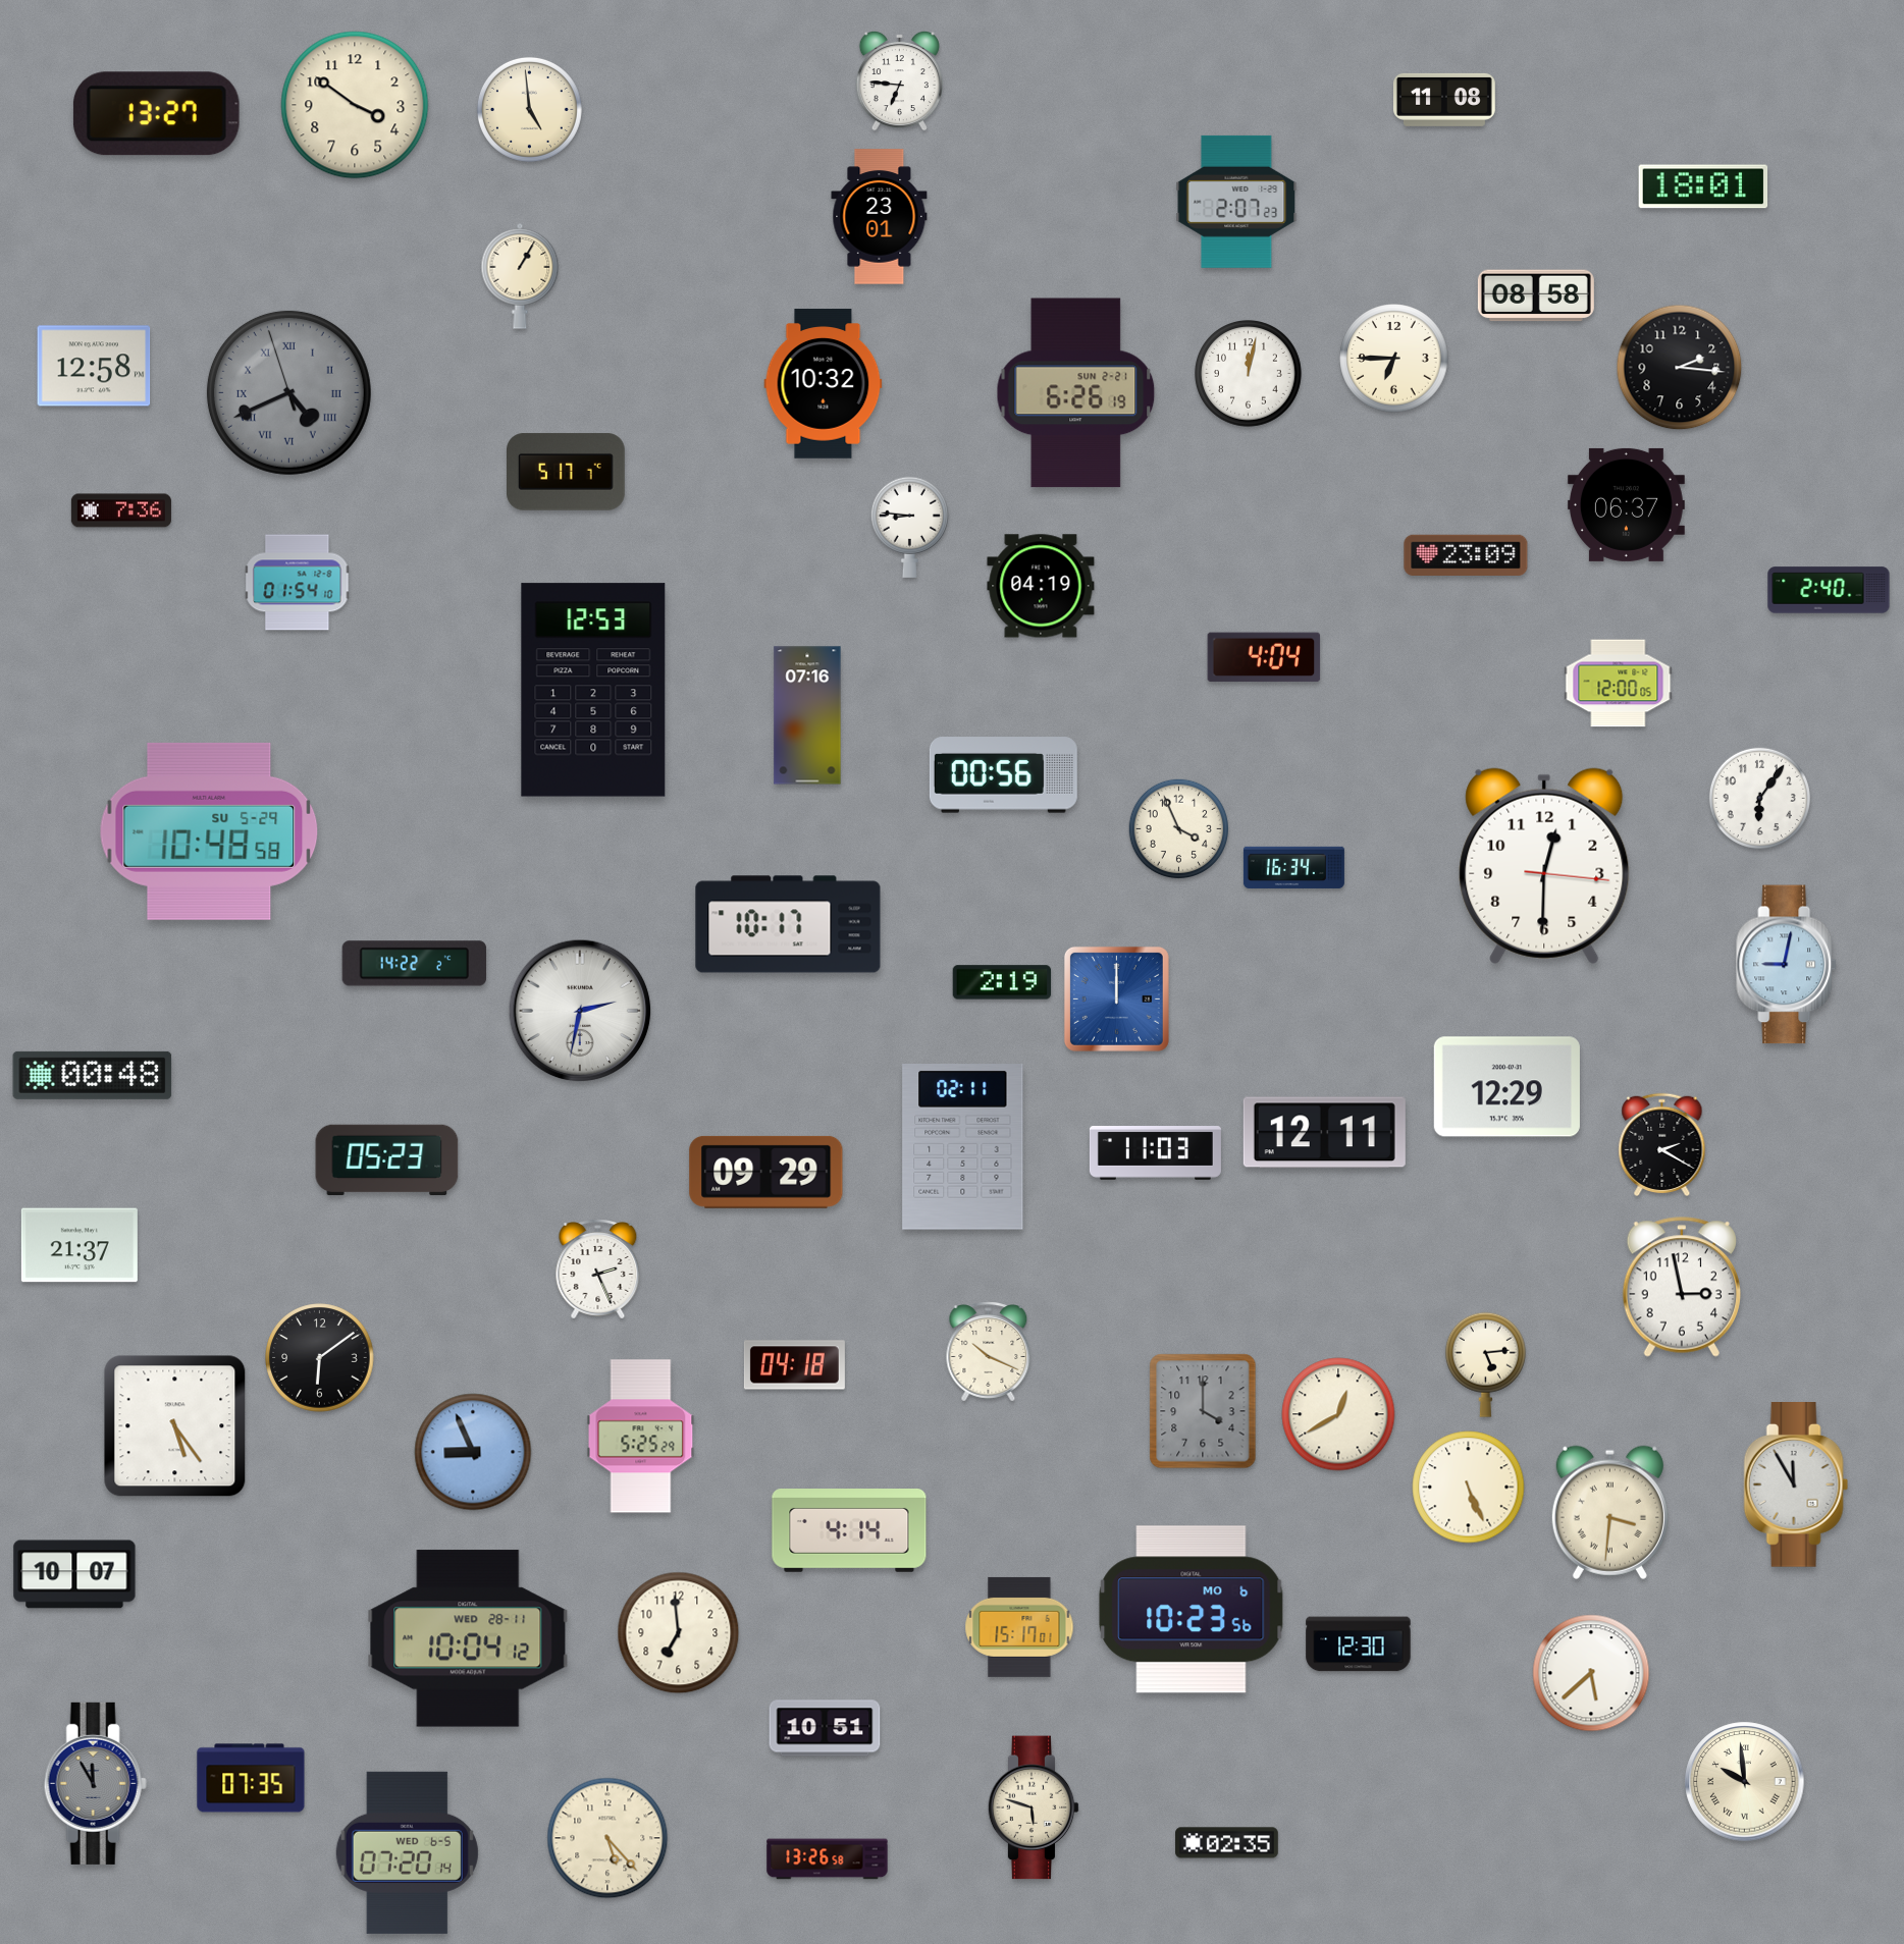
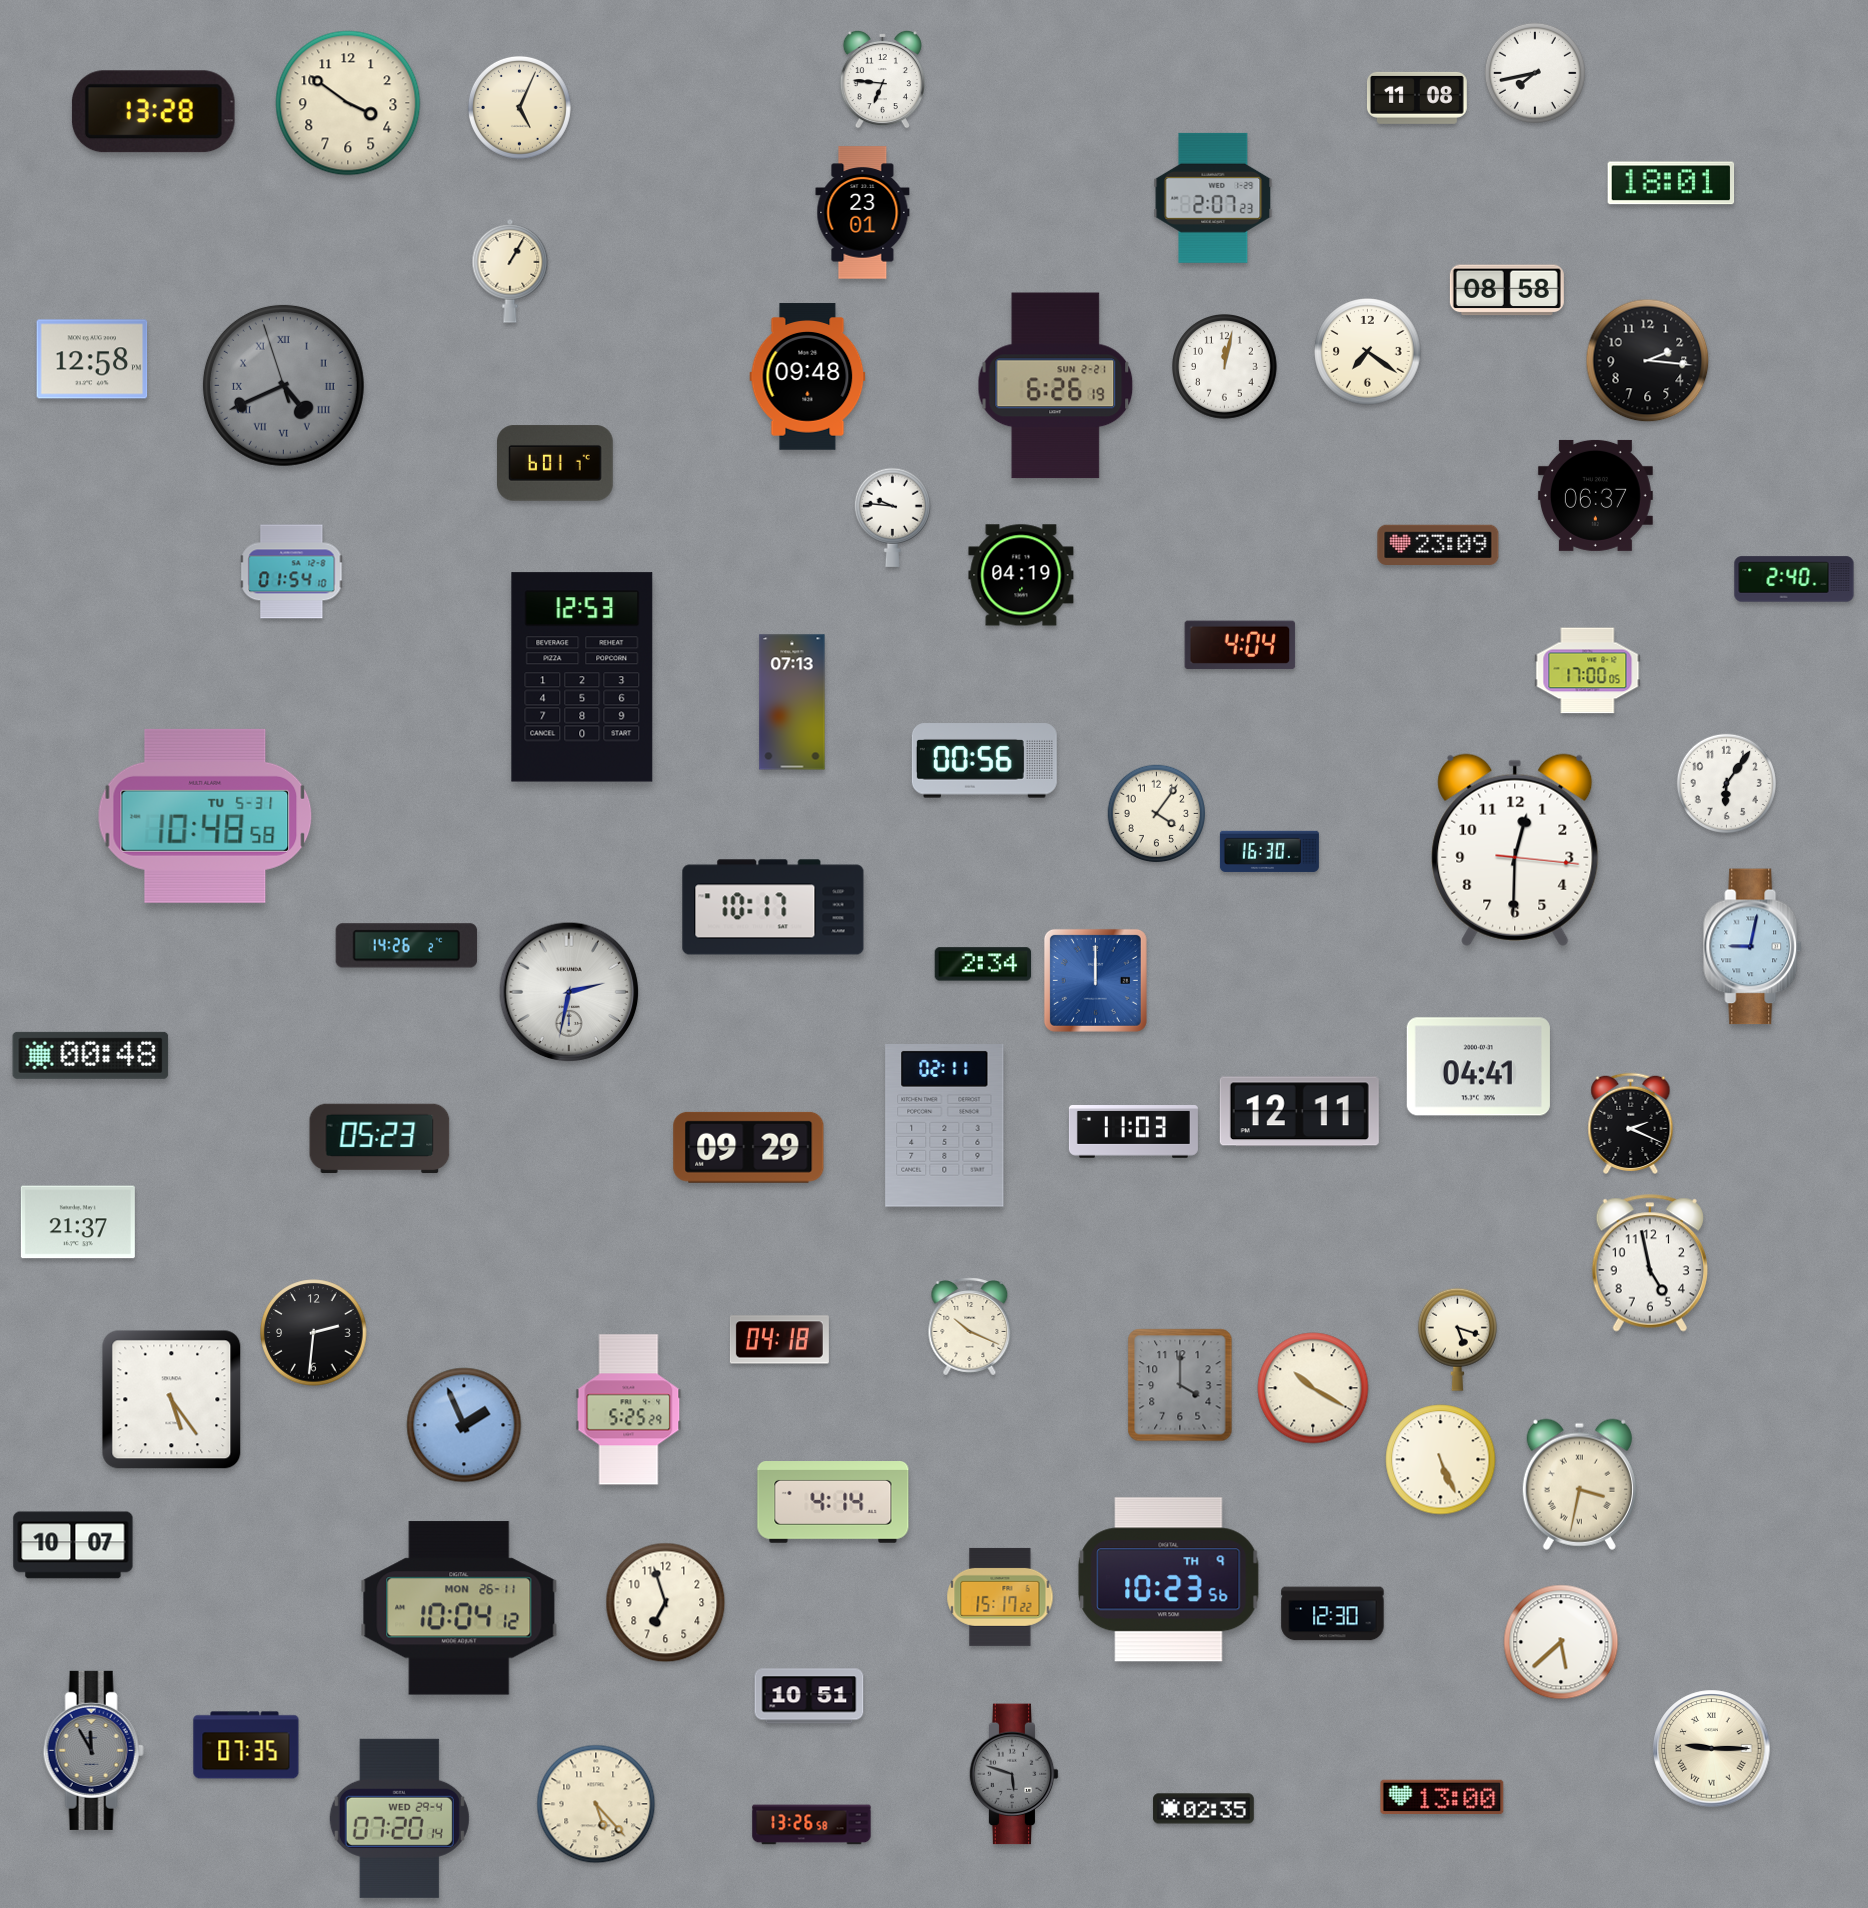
clock at (1535, 73): none -> 7:43
clock at (529, 109): 4:59 -> 5:04
clock at (156, 114): 13:27 -> 13:28
clock at (1394, 359): 6:45 -> 7:21
clock at (824, 384): 10:32 -> 09:48
clock at (567, 472): 5:17 -> 6:01
clock at (121, 510): 7:36 -> none
clock at (909, 527): 8:46 -> 9:46
clock at (1619, 684): 12:00 -> 17:00
clock at (807, 715): 07:16 -> 07:13
clock at (1179, 829): 3:56 -> 4:06
clock at (209, 831) date: SU 5-29 -> TU 5-31
clock at (1293, 867): 16:34 -> 16:30
clock at (415, 964): 14:22 -> 14:26
clock at (1002, 982): 2:19 -> 2:34
clock at (1506, 1087): 12:29 -> 04:41
clock at (1662, 1144): 2:20 -> 2:19
clock at (766, 1172) position: (766, 1172) -> (749, 1147)
clock at (598, 1270): 2:26 -> none
clock at (1682, 1287): 2:58 -> 4:58
clock at (320, 1358): 6:09 -> 2:31
clock at (1485, 1364): 5:14 -> 5:18
clock at (1338, 1414): 12:40 -> 10:20
clock at (473, 1452): 8:56 -> 1:56
clock at (1796, 1486): 11:55 -> none
clock at (1609, 1512): 3:31 -> 3:32
clock at (1192, 1610) date: MO 6 -> TH 9
clock at (1019, 1627): 15:17:01 -> 15:17:22
clock at (679, 1633): 6:59 -> 6:57
clock at (468, 1638) date: WED 28-11 -> MON 26-11
clock at (1745, 1782): 9:59 -> 9:15
clock at (1034, 1807) dial: cream -> grey
clock at (1442, 1796): none -> 13:00
clock at (407, 1852) date: WED 6-5 -> WED 29-4
